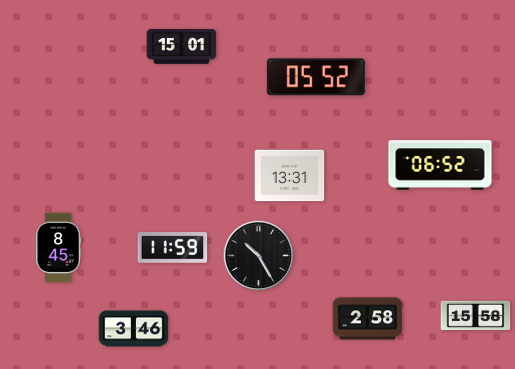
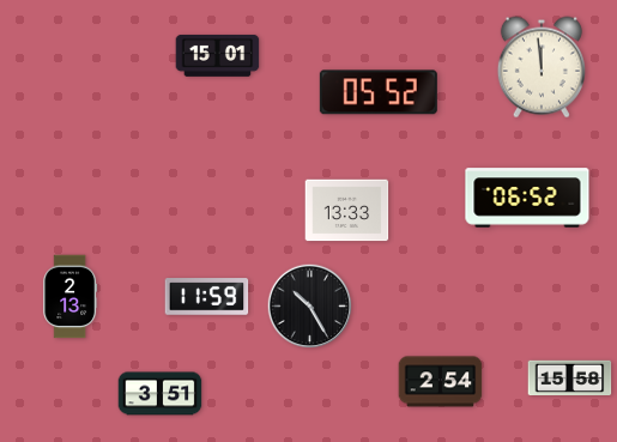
clock at (542, 67): none -> 11:59
clock at (290, 176): 13:31 -> 13:33
clock at (59, 248): 8:45 -> 2:13
clock at (368, 319): 2:58 -> 2:54
clock at (134, 329): 3:46 -> 3:51
